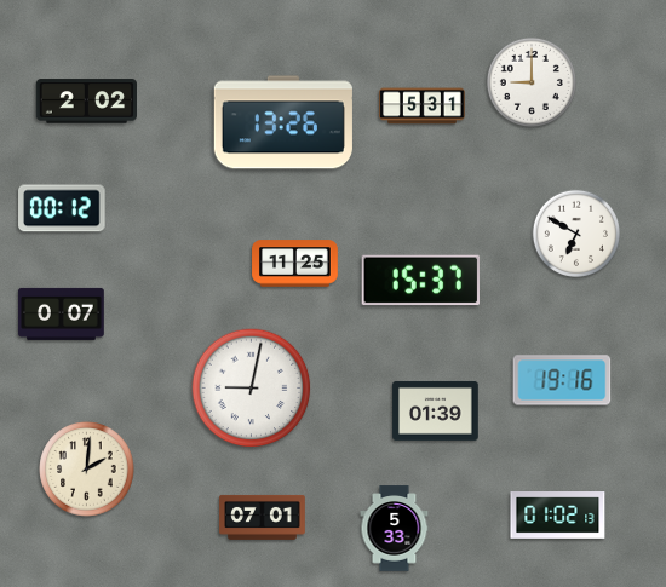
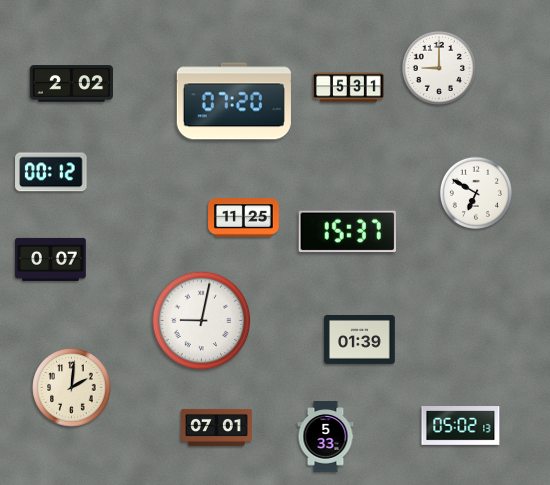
clock at (283, 122): 13:26 -> 07:20
clock at (562, 380): 19:16 -> none
clock at (252, 389) position: (252, 389) -> (202, 321)
clock at (558, 516): 01:02 -> 05:02
